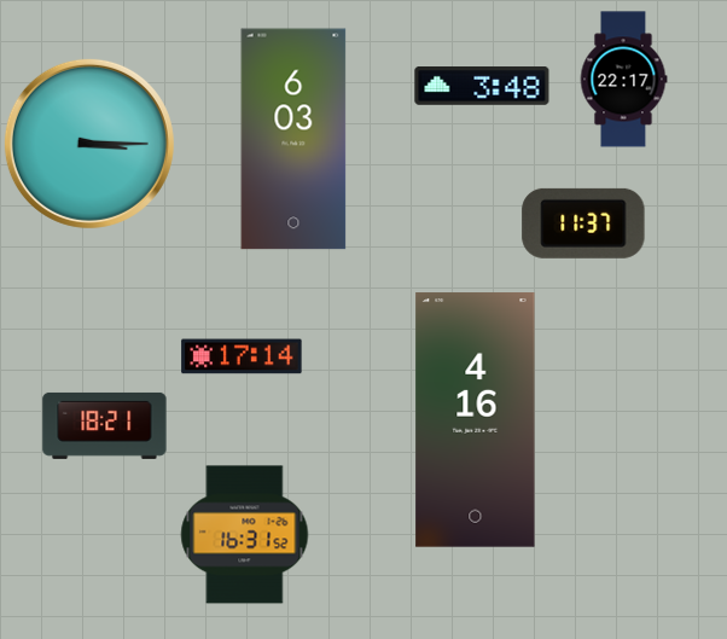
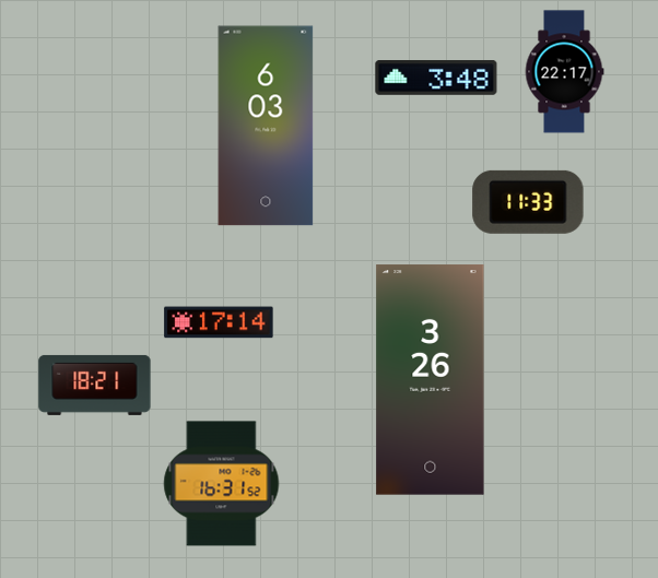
clock at (89, 144): 3:15 -> none
clock at (583, 223): 11:37 -> 11:33
clock at (476, 420): 4:16 -> 3:26
